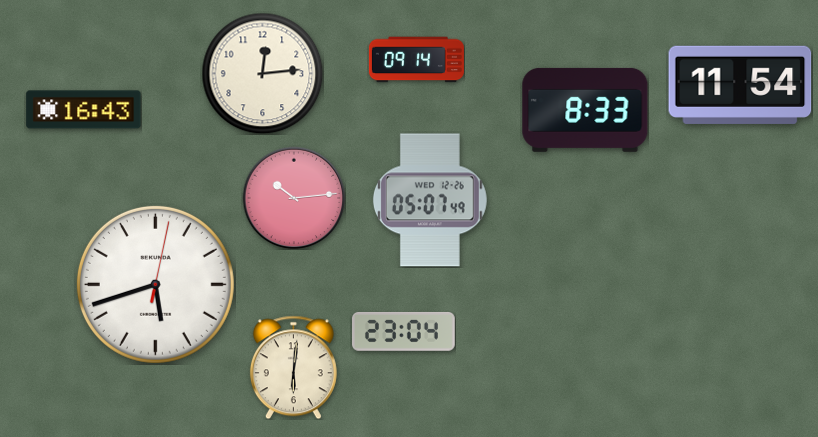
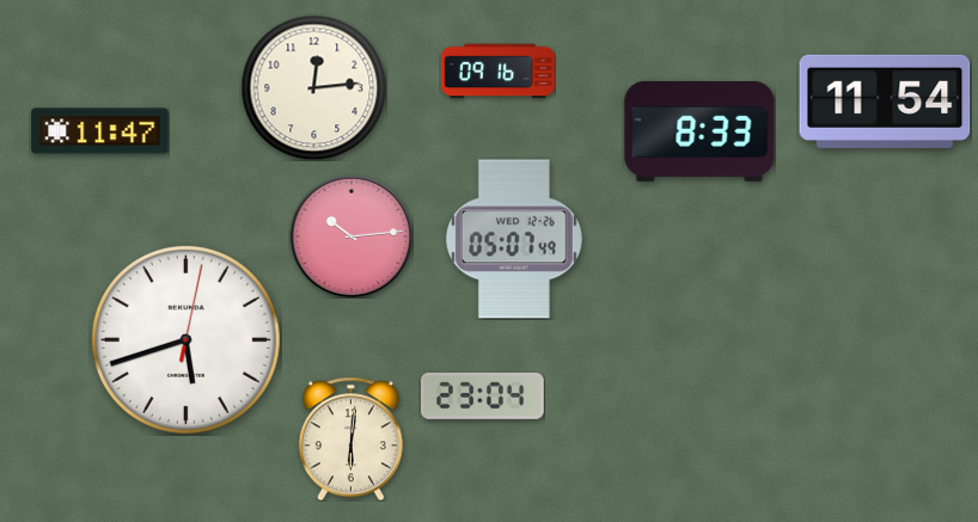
clock at (416, 60): 09:14 -> 09:16
clock at (84, 110): 16:43 -> 11:47
